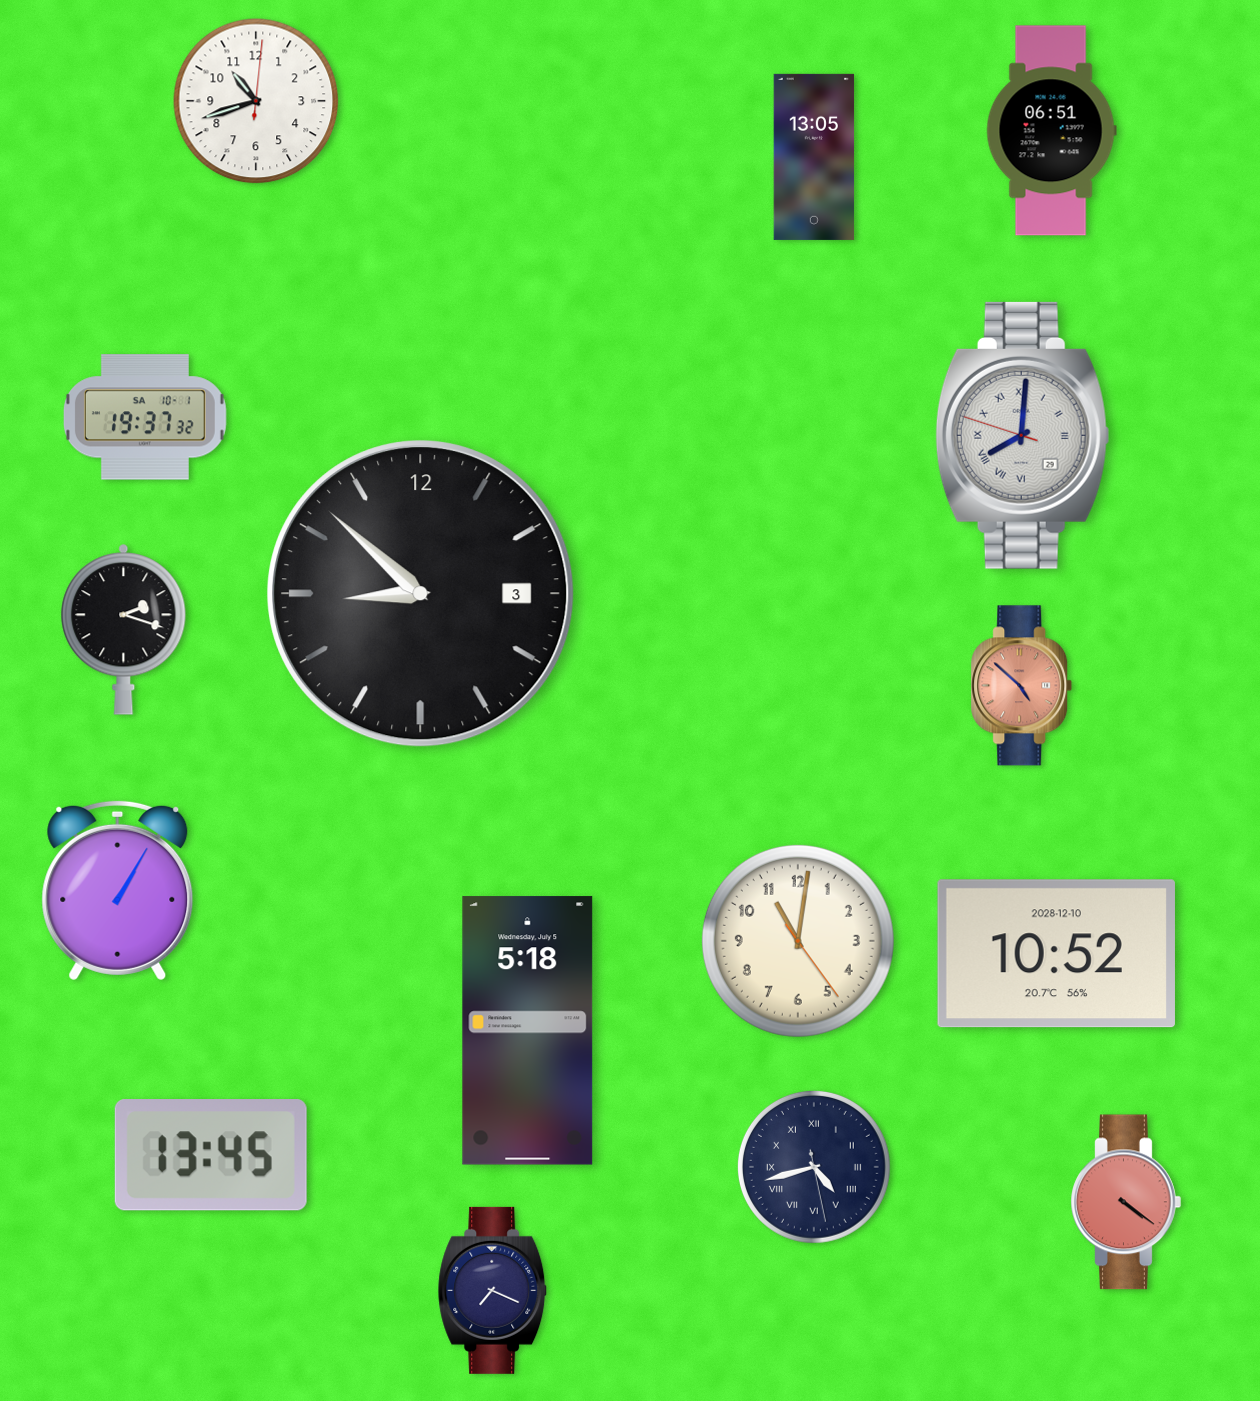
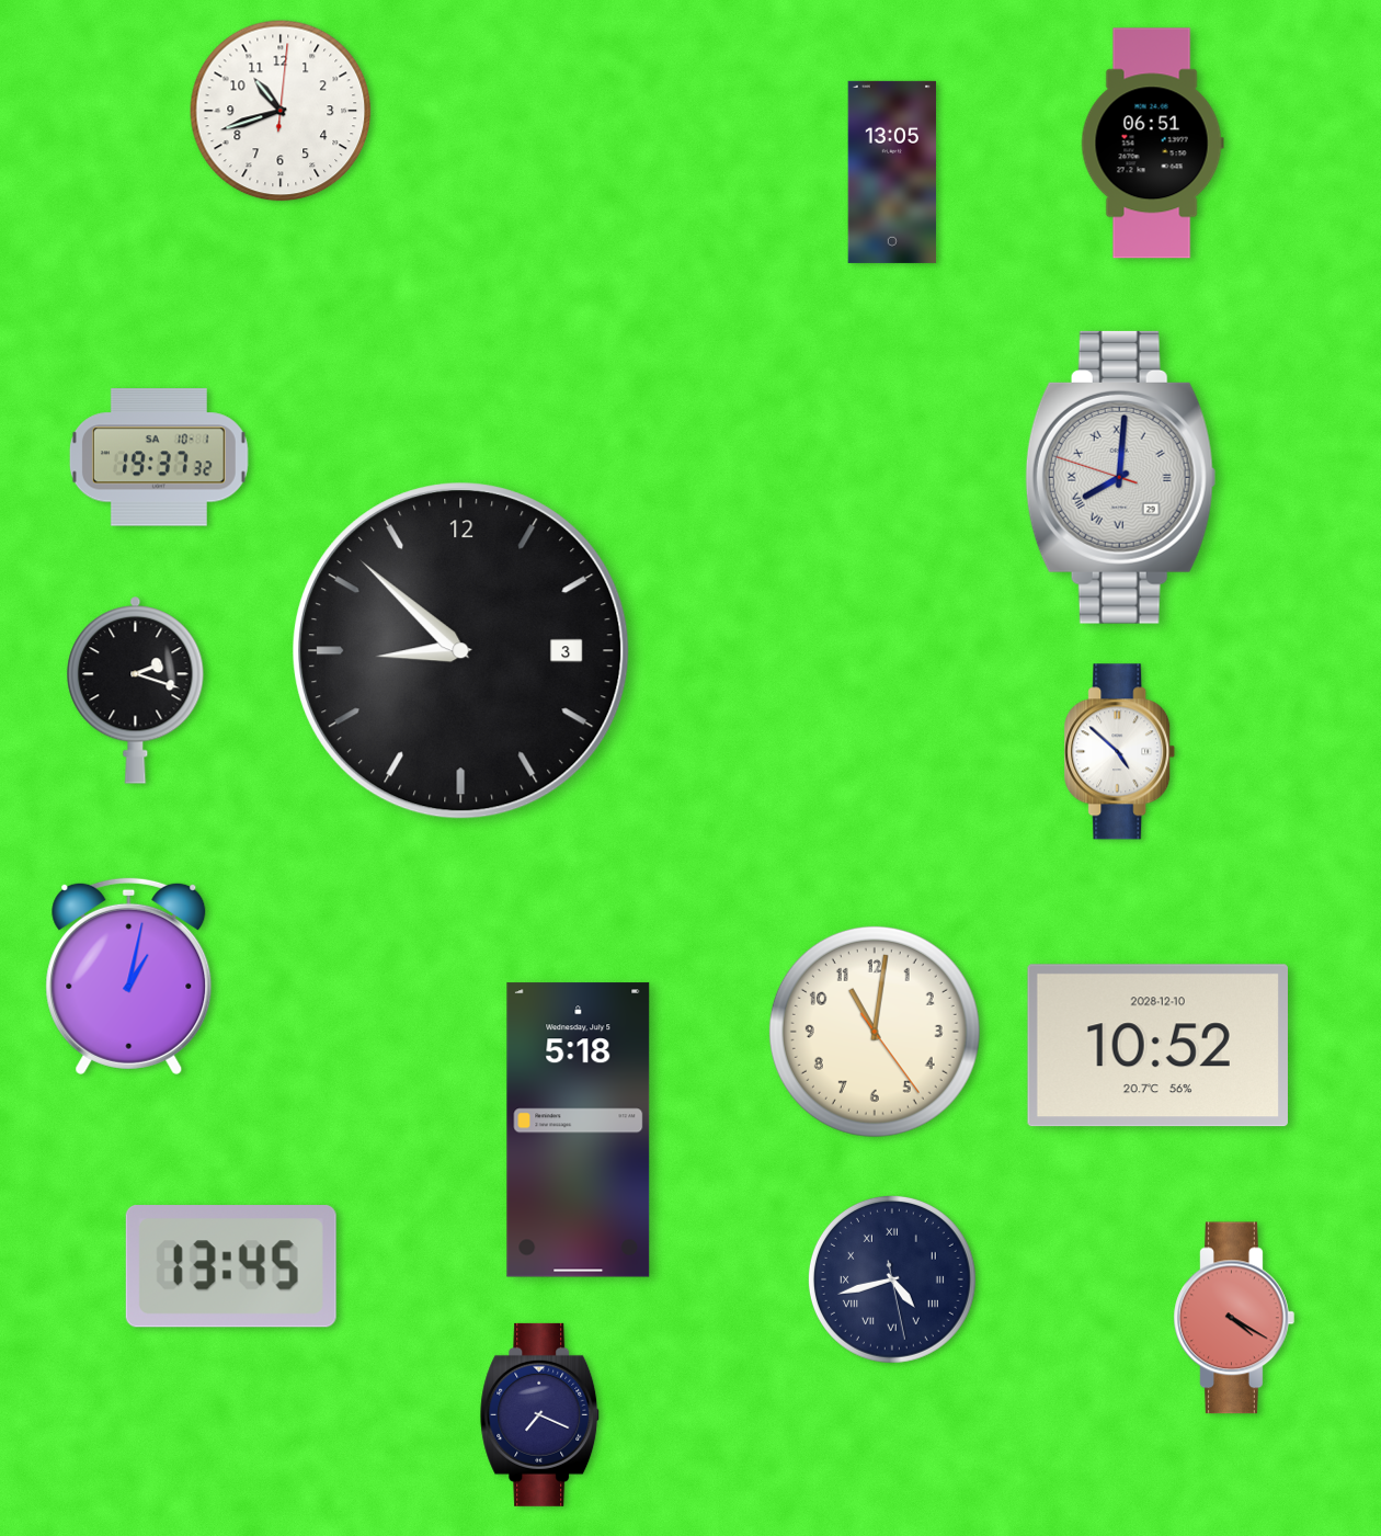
clock at (1022, 686) dial: salmon -> white
clock at (118, 890): 1:05 -> 1:02
clock at (1126, 1202): 4:21 -> 4:20
